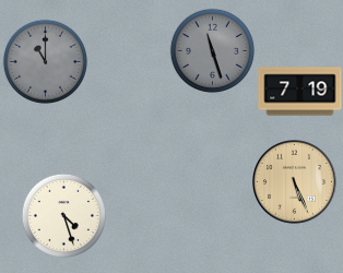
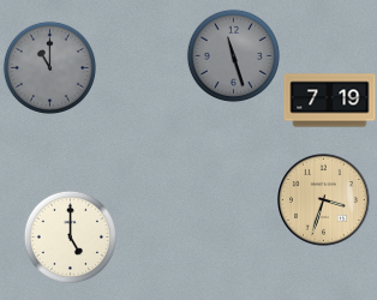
clock at (295, 182): 5:26 -> 3:33
clock at (63, 215): 4:27 -> 5:00
